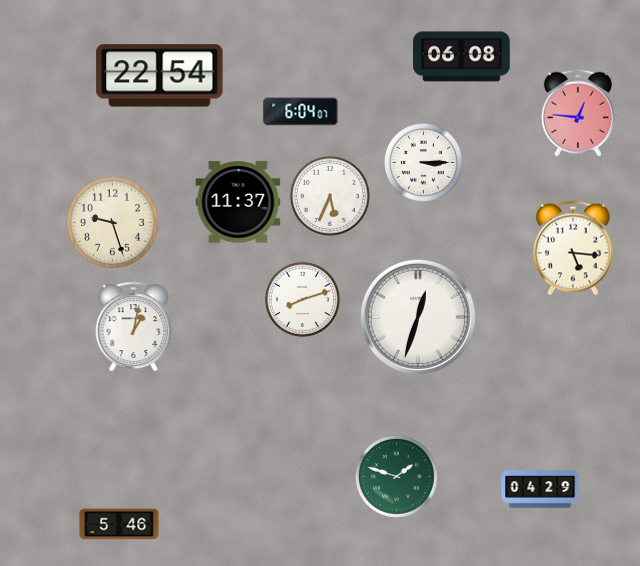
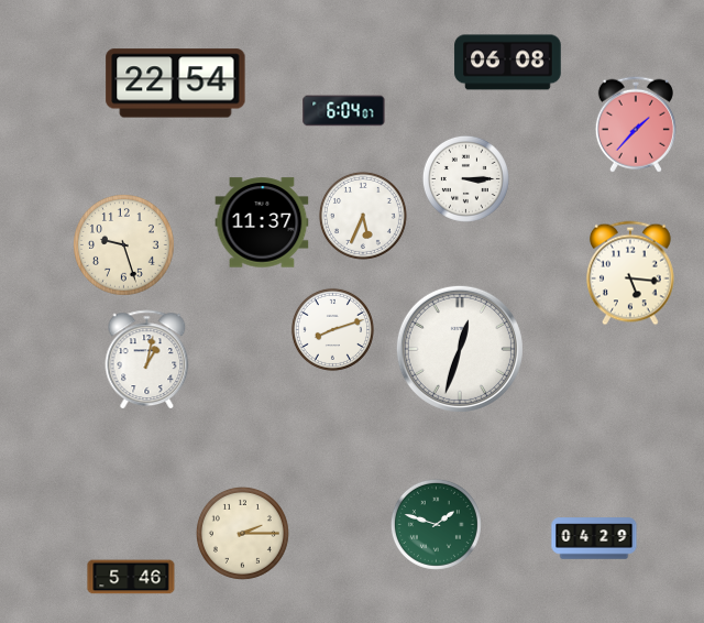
clock at (301, 112) position: (301, 112) -> (344, 111)
clock at (578, 113): 12:46 -> 1:37
clock at (242, 533): none -> 2:15
